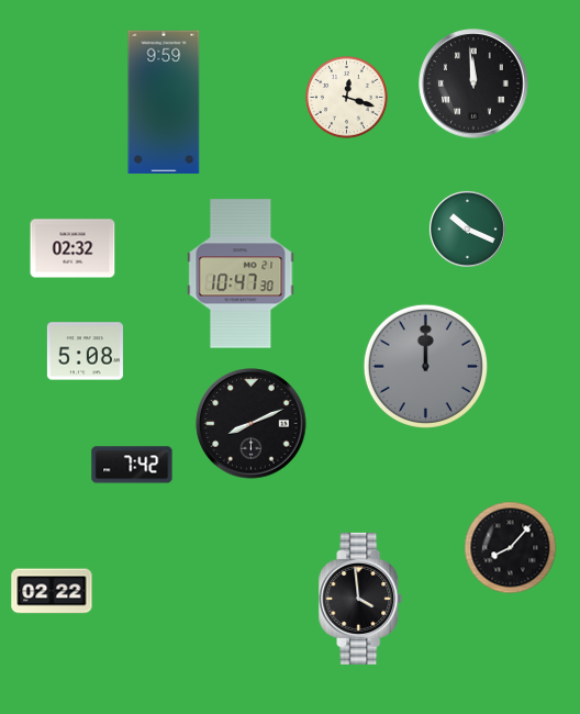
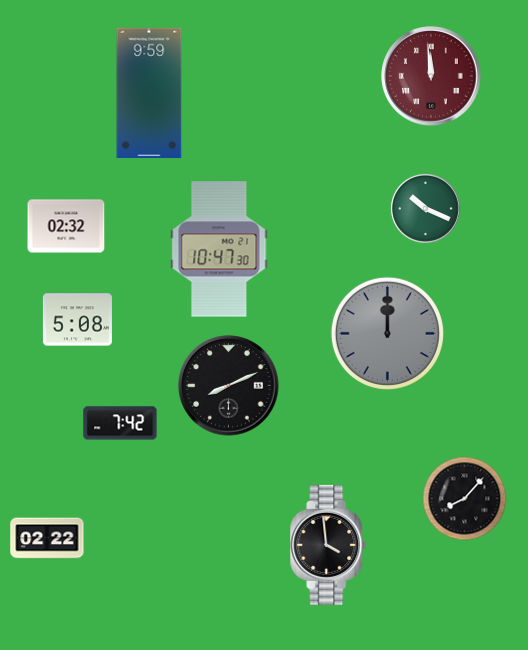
clock at (473, 83) dial: black -> burgundy
clock at (347, 98): 12:18 -> none
